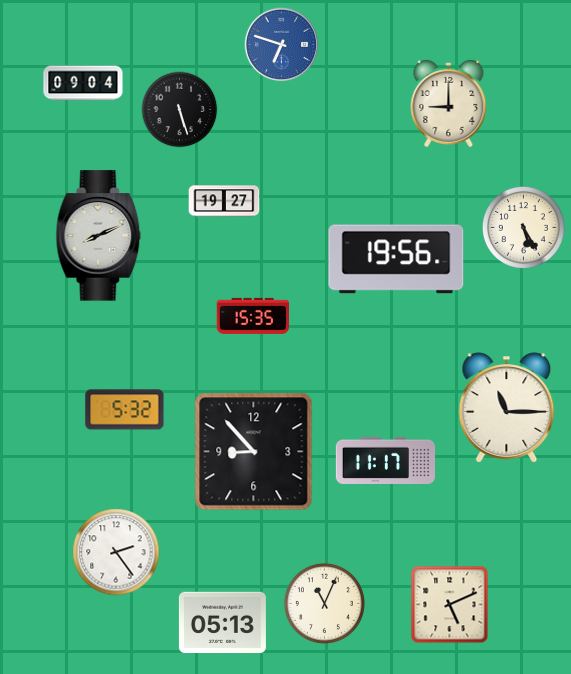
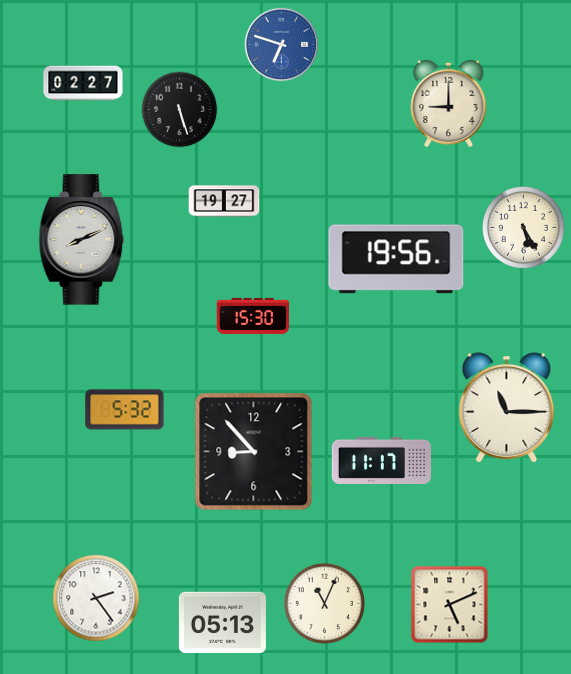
clock at (83, 83): 09:04 -> 02:27
clock at (99, 236) position: (99, 236) -> (82, 240)
clock at (252, 316): 15:35 -> 15:30
clock at (385, 460) position: (385, 460) -> (381, 460)
clock at (116, 552) position: (116, 552) -> (96, 598)
